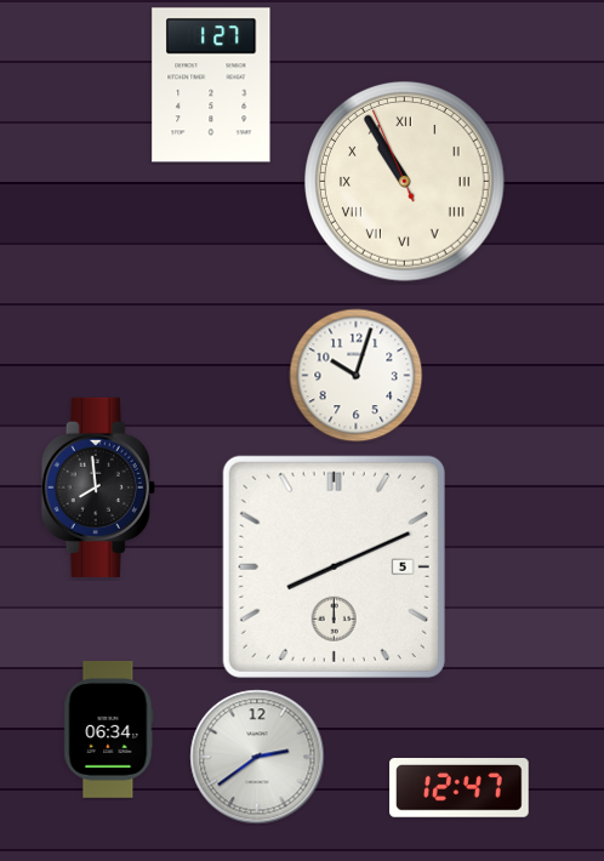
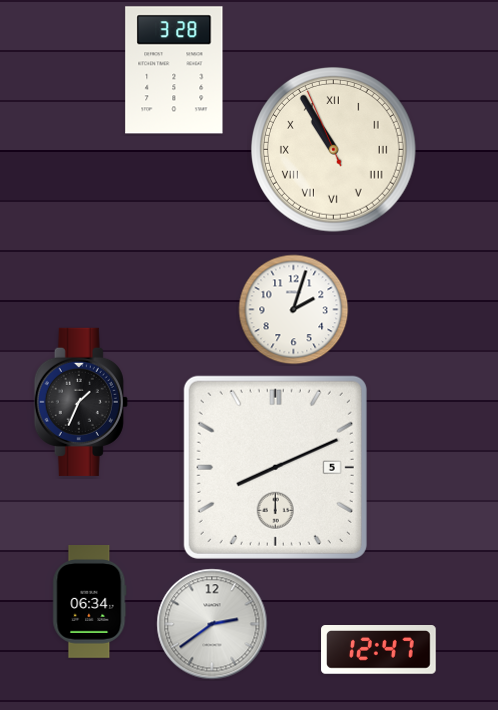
clock at (211, 85): 1:27 -> 3:28
clock at (357, 376): 10:03 -> 2:03
clock at (98, 487): 7:59 -> 1:34
